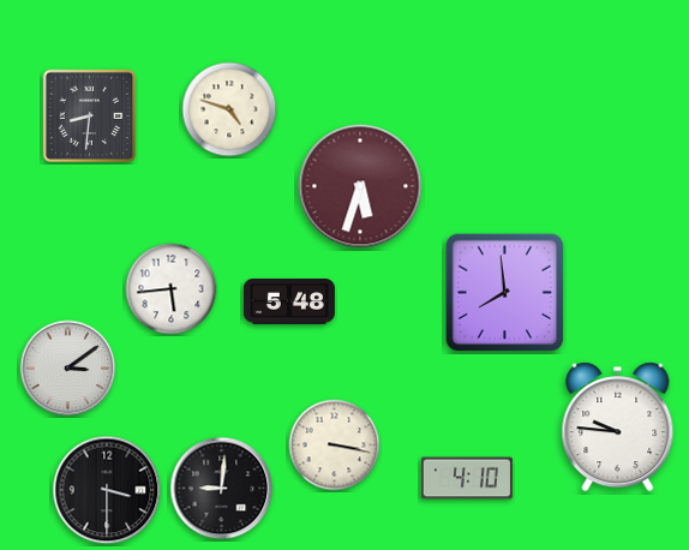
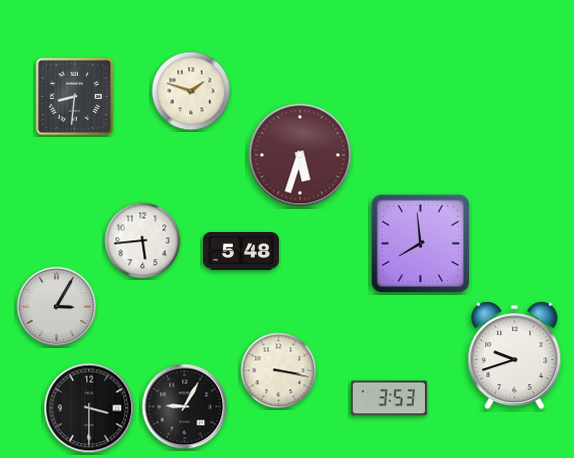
clock at (229, 109): 4:48 -> 1:48
clock at (68, 369): 3:09 -> 3:05
clock at (618, 428): 9:46 -> 9:42
clock at (467, 478): 4:10 -> 3:53
clock at (222, 489): 9:01 -> 9:05
